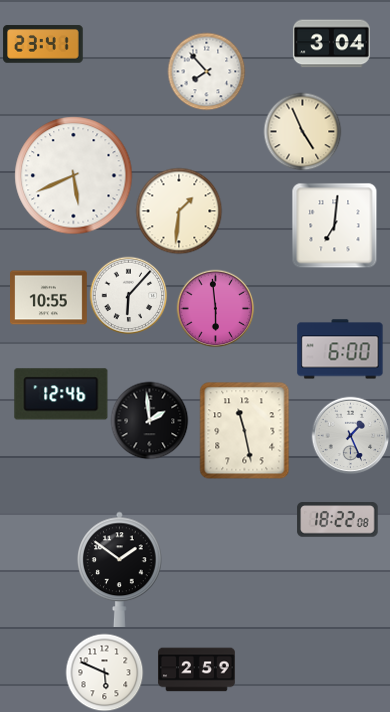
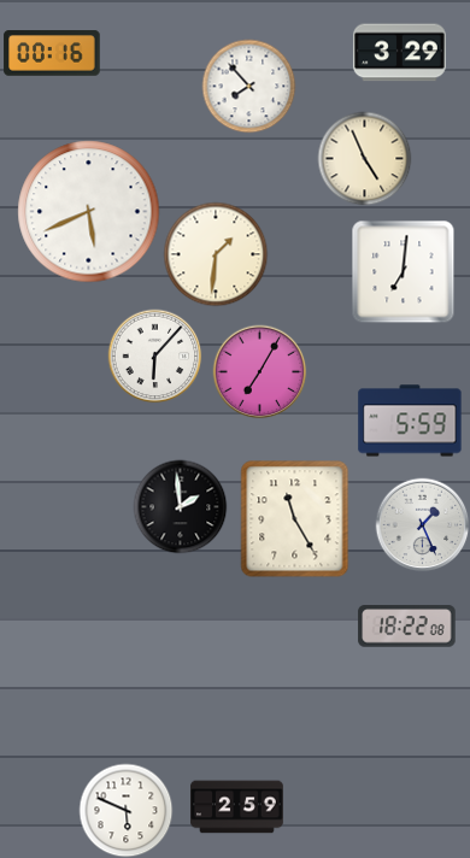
clock at (43, 44): 23:41 -> 00:16
clock at (332, 44): 3:04 -> 3:29
clock at (49, 298): 10:55 -> none
clock at (215, 308): 5:59 -> 7:05
clock at (340, 349): 6:00 -> 5:59
clock at (61, 394): 12:46 -> none
clock at (245, 431): 11:28 -> 11:25
clock at (120, 569): 1:51 -> none
